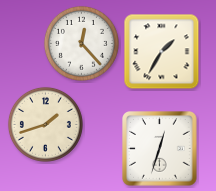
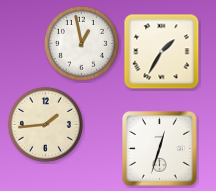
clock at (81, 43): 12:23 -> 12:58
clock at (45, 124): 1:42 -> 1:44
